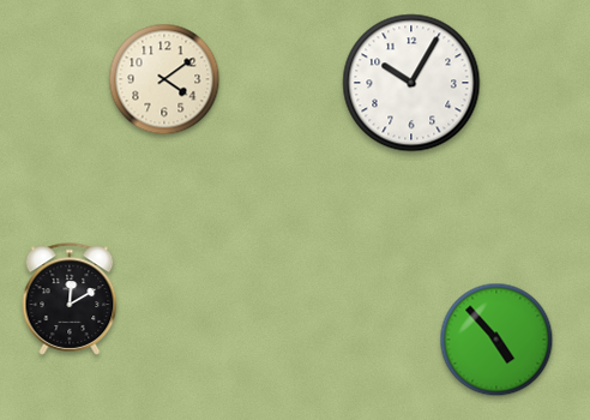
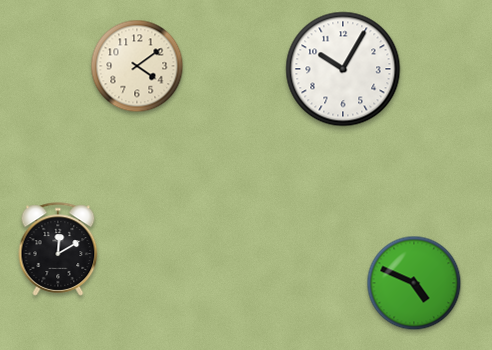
clock at (496, 340): 4:53 -> 4:49
